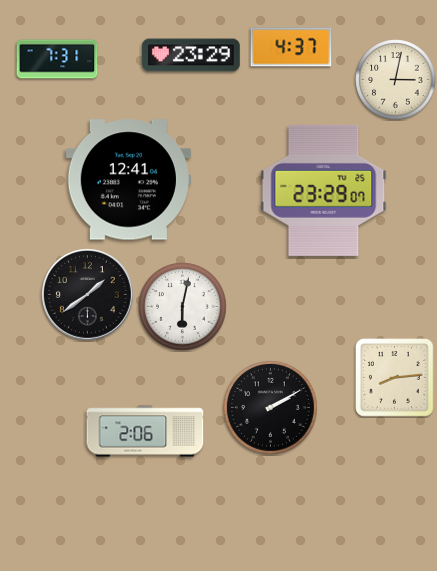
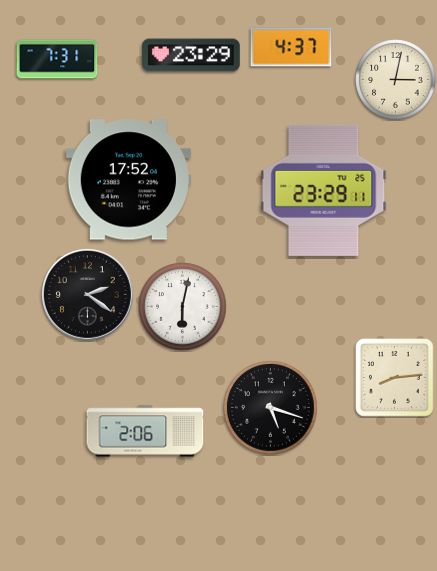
clock at (128, 180): 12:41 -> 17:52
clock at (324, 190): 23:29:07 -> 23:29:11
clock at (88, 295): 1:39 -> 2:21
clock at (271, 408): 2:10 -> 5:18
